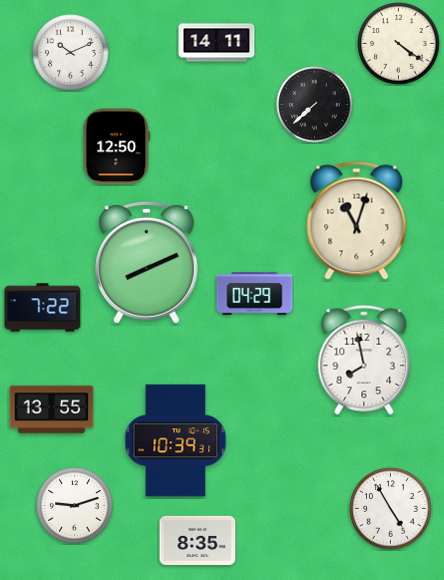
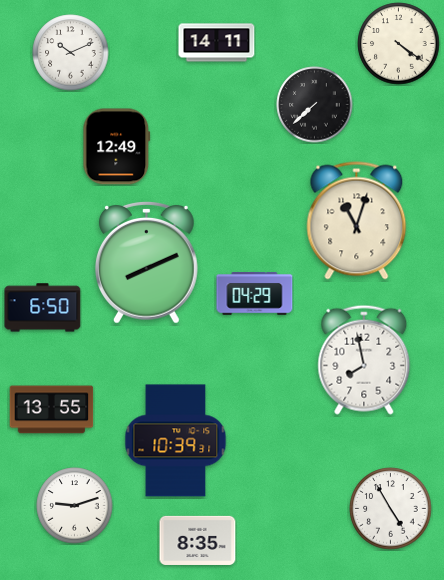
clock at (117, 147): 12:50 -> 12:49
clock at (43, 308): 7:22 -> 6:50
